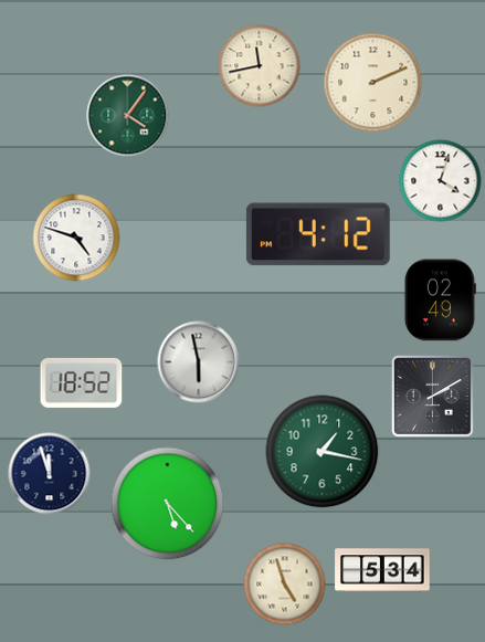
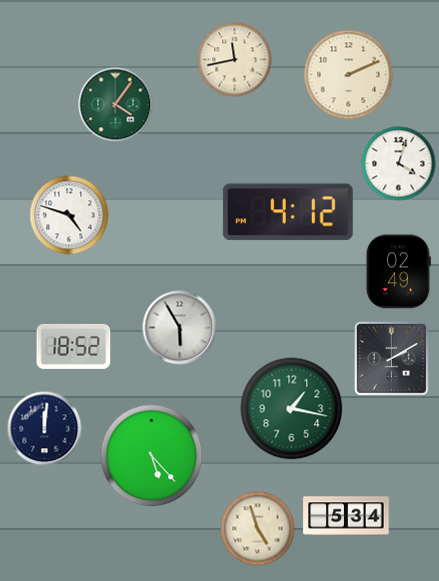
clock at (373, 83) position: (373, 83) -> (349, 75)
clock at (199, 362): 5:58 -> 5:55
clock at (50, 474): 11:57 -> 12:01
